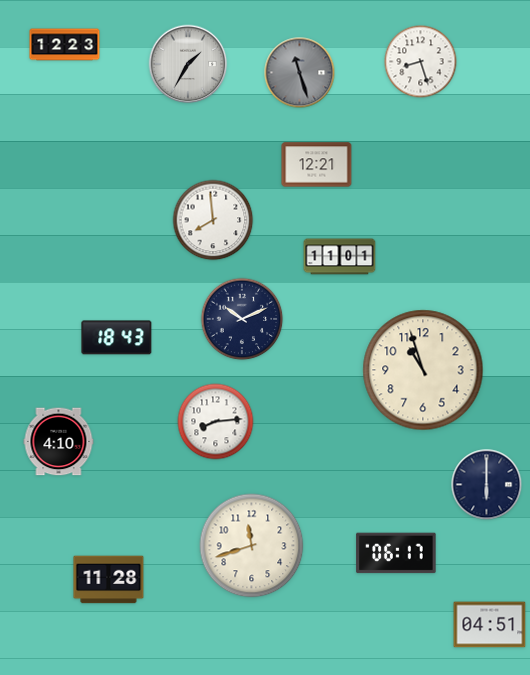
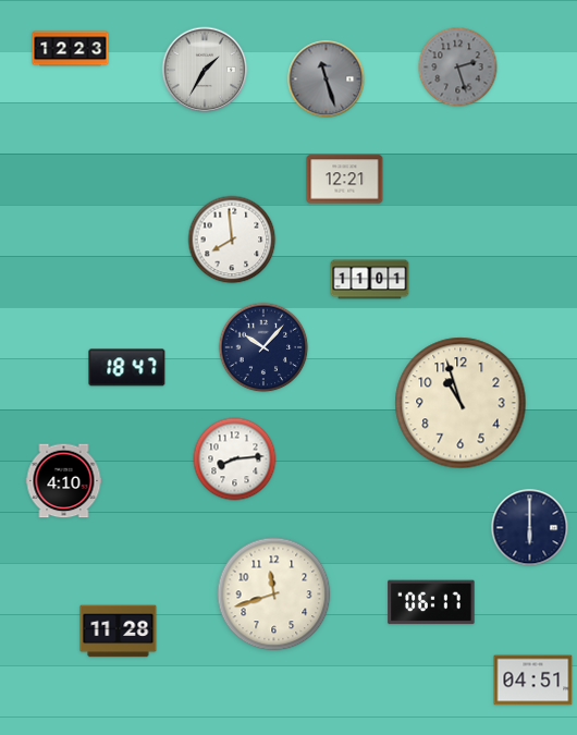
clock at (421, 62): 8:27 -> 2:27
clock at (421, 62) dial: white -> grey
clock at (242, 319): 10:11 -> 10:07
clock at (117, 338): 18:43 -> 18:47
